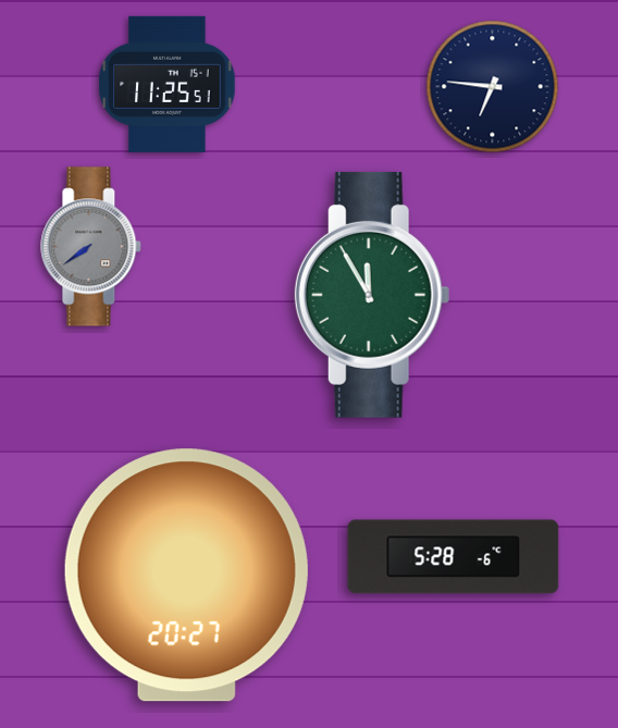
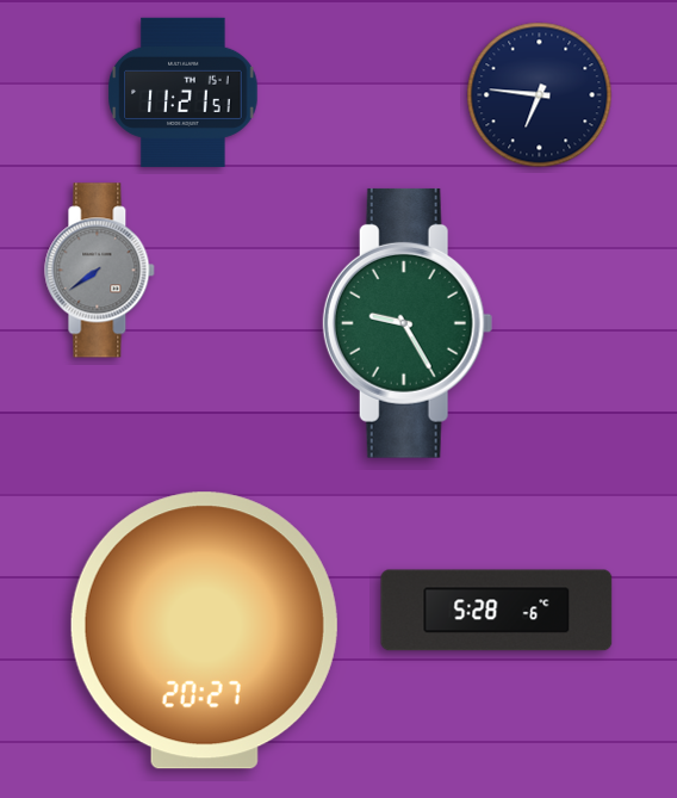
clock at (168, 84): 11:25 -> 11:21
clock at (372, 295): 11:55 -> 9:25
